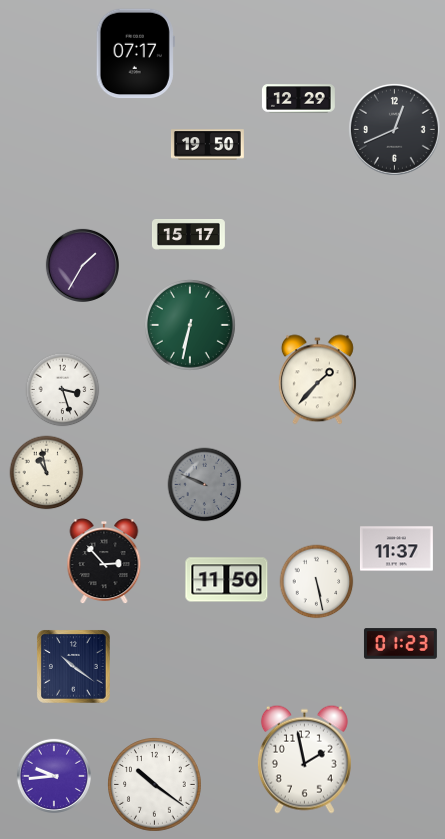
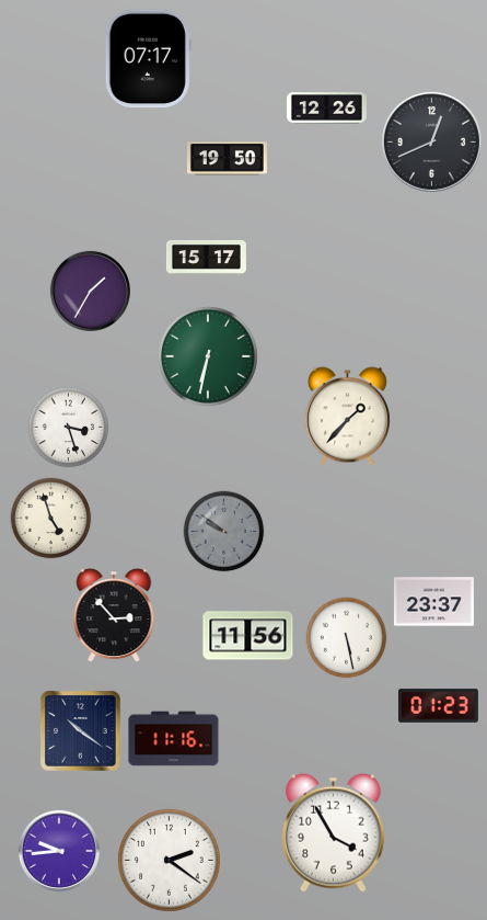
clock at (298, 99): 12:29 -> 12:26
clock at (47, 473): 10:58 -> 4:57
clock at (205, 485): 9:49 -> 9:51
clock at (396, 549): 11:37 -> 23:37
clock at (227, 580): 11:50 -> 11:56
clock at (174, 739): none -> 11:16
clock at (304, 759): 1:58 -> 3:55
clock at (155, 785): 10:21 -> 2:21
